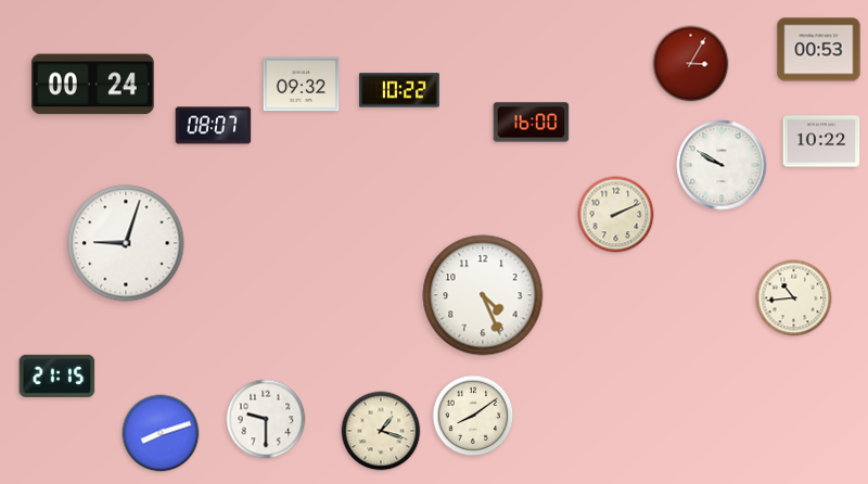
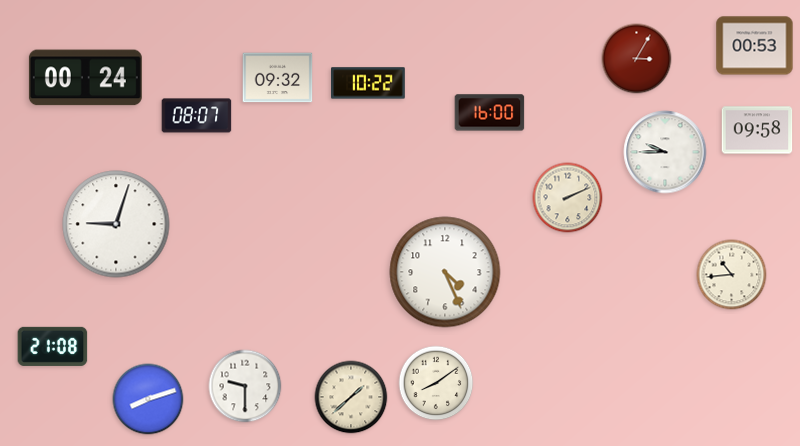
clock at (821, 141): 10:22 -> 09:58
clock at (722, 165): 9:50 -> 9:45
clock at (58, 375): 21:15 -> 21:08
clock at (381, 431): 1:18 -> 1:38
